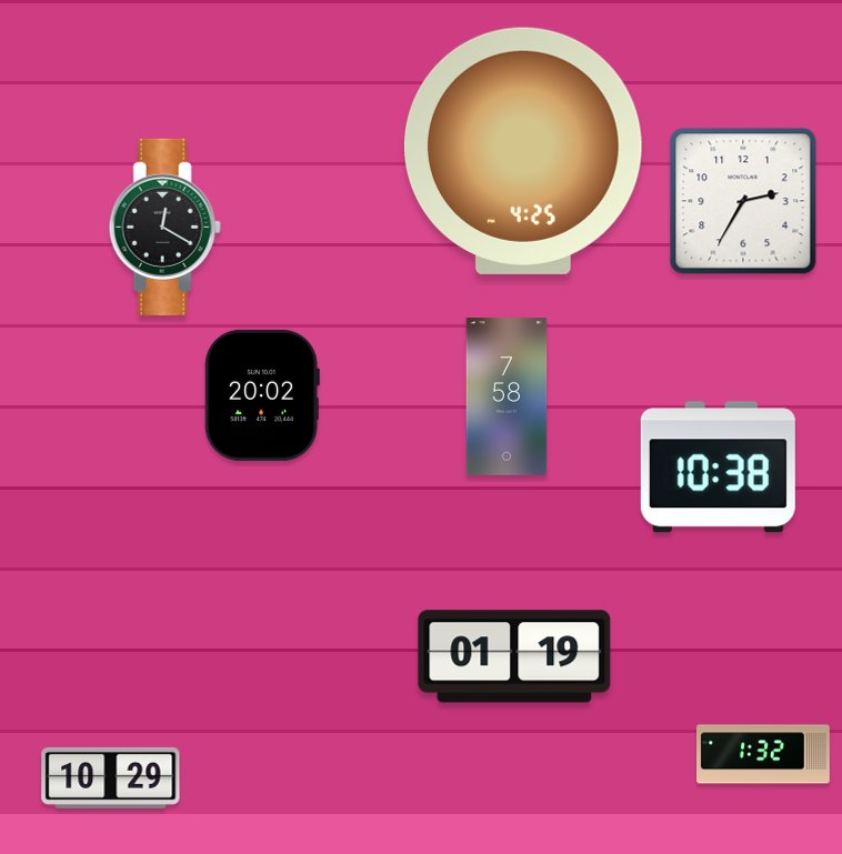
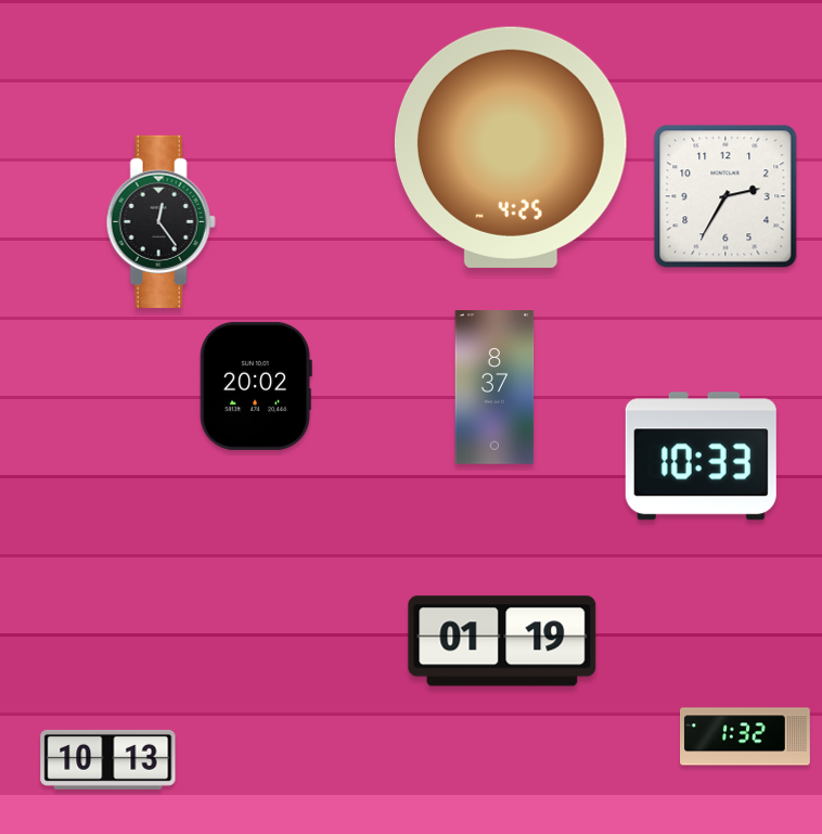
clock at (164, 227): 12:20 -> 12:24
clock at (507, 398): 7:58 -> 8:37
clock at (718, 468): 10:38 -> 10:33
clock at (111, 777): 10:29 -> 10:13
